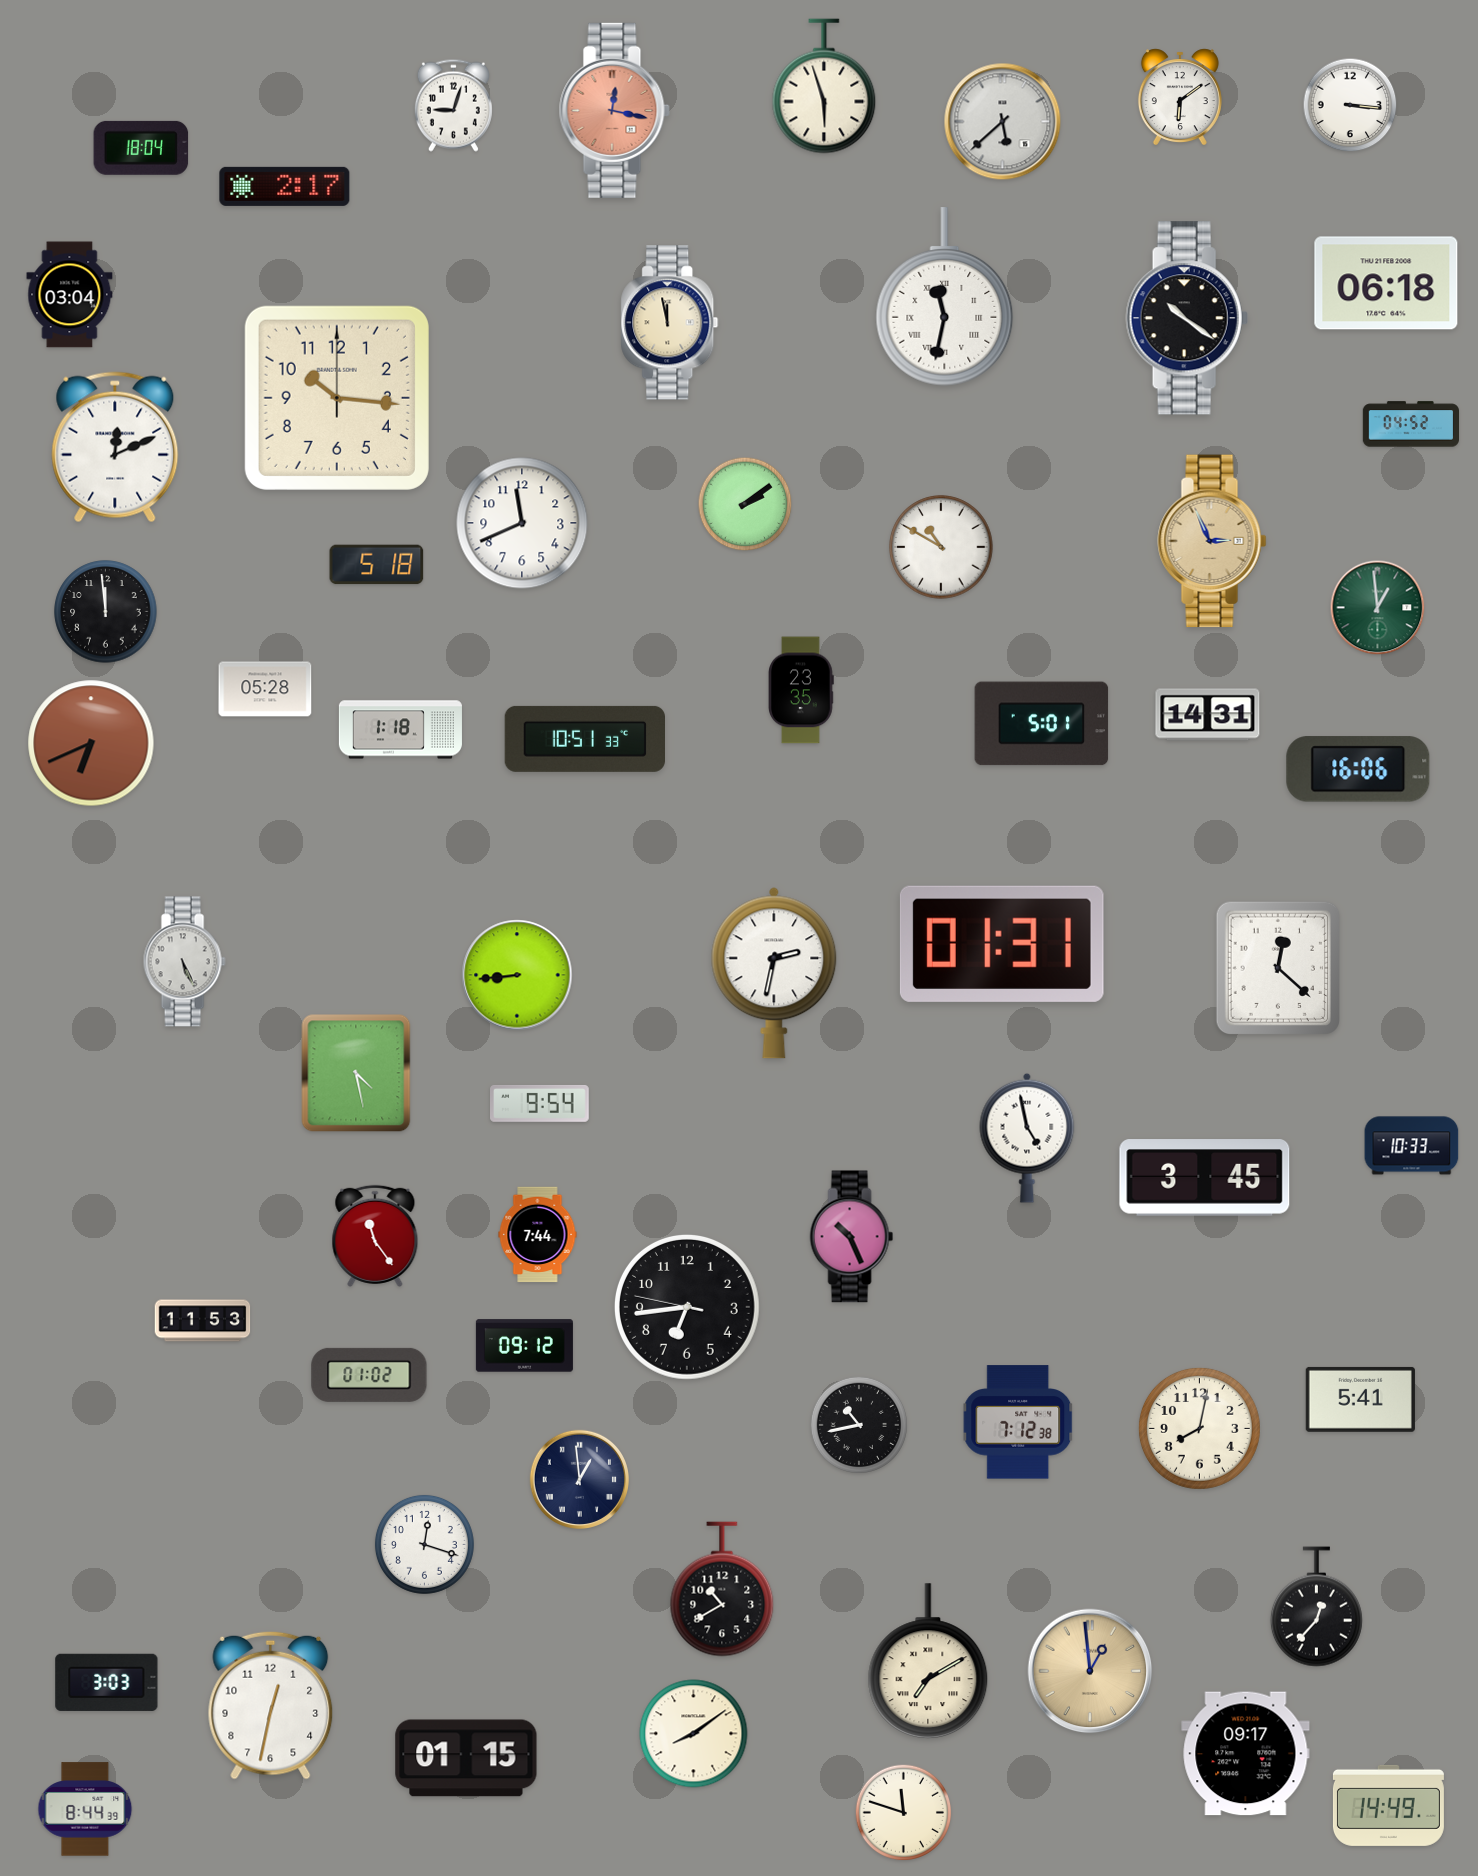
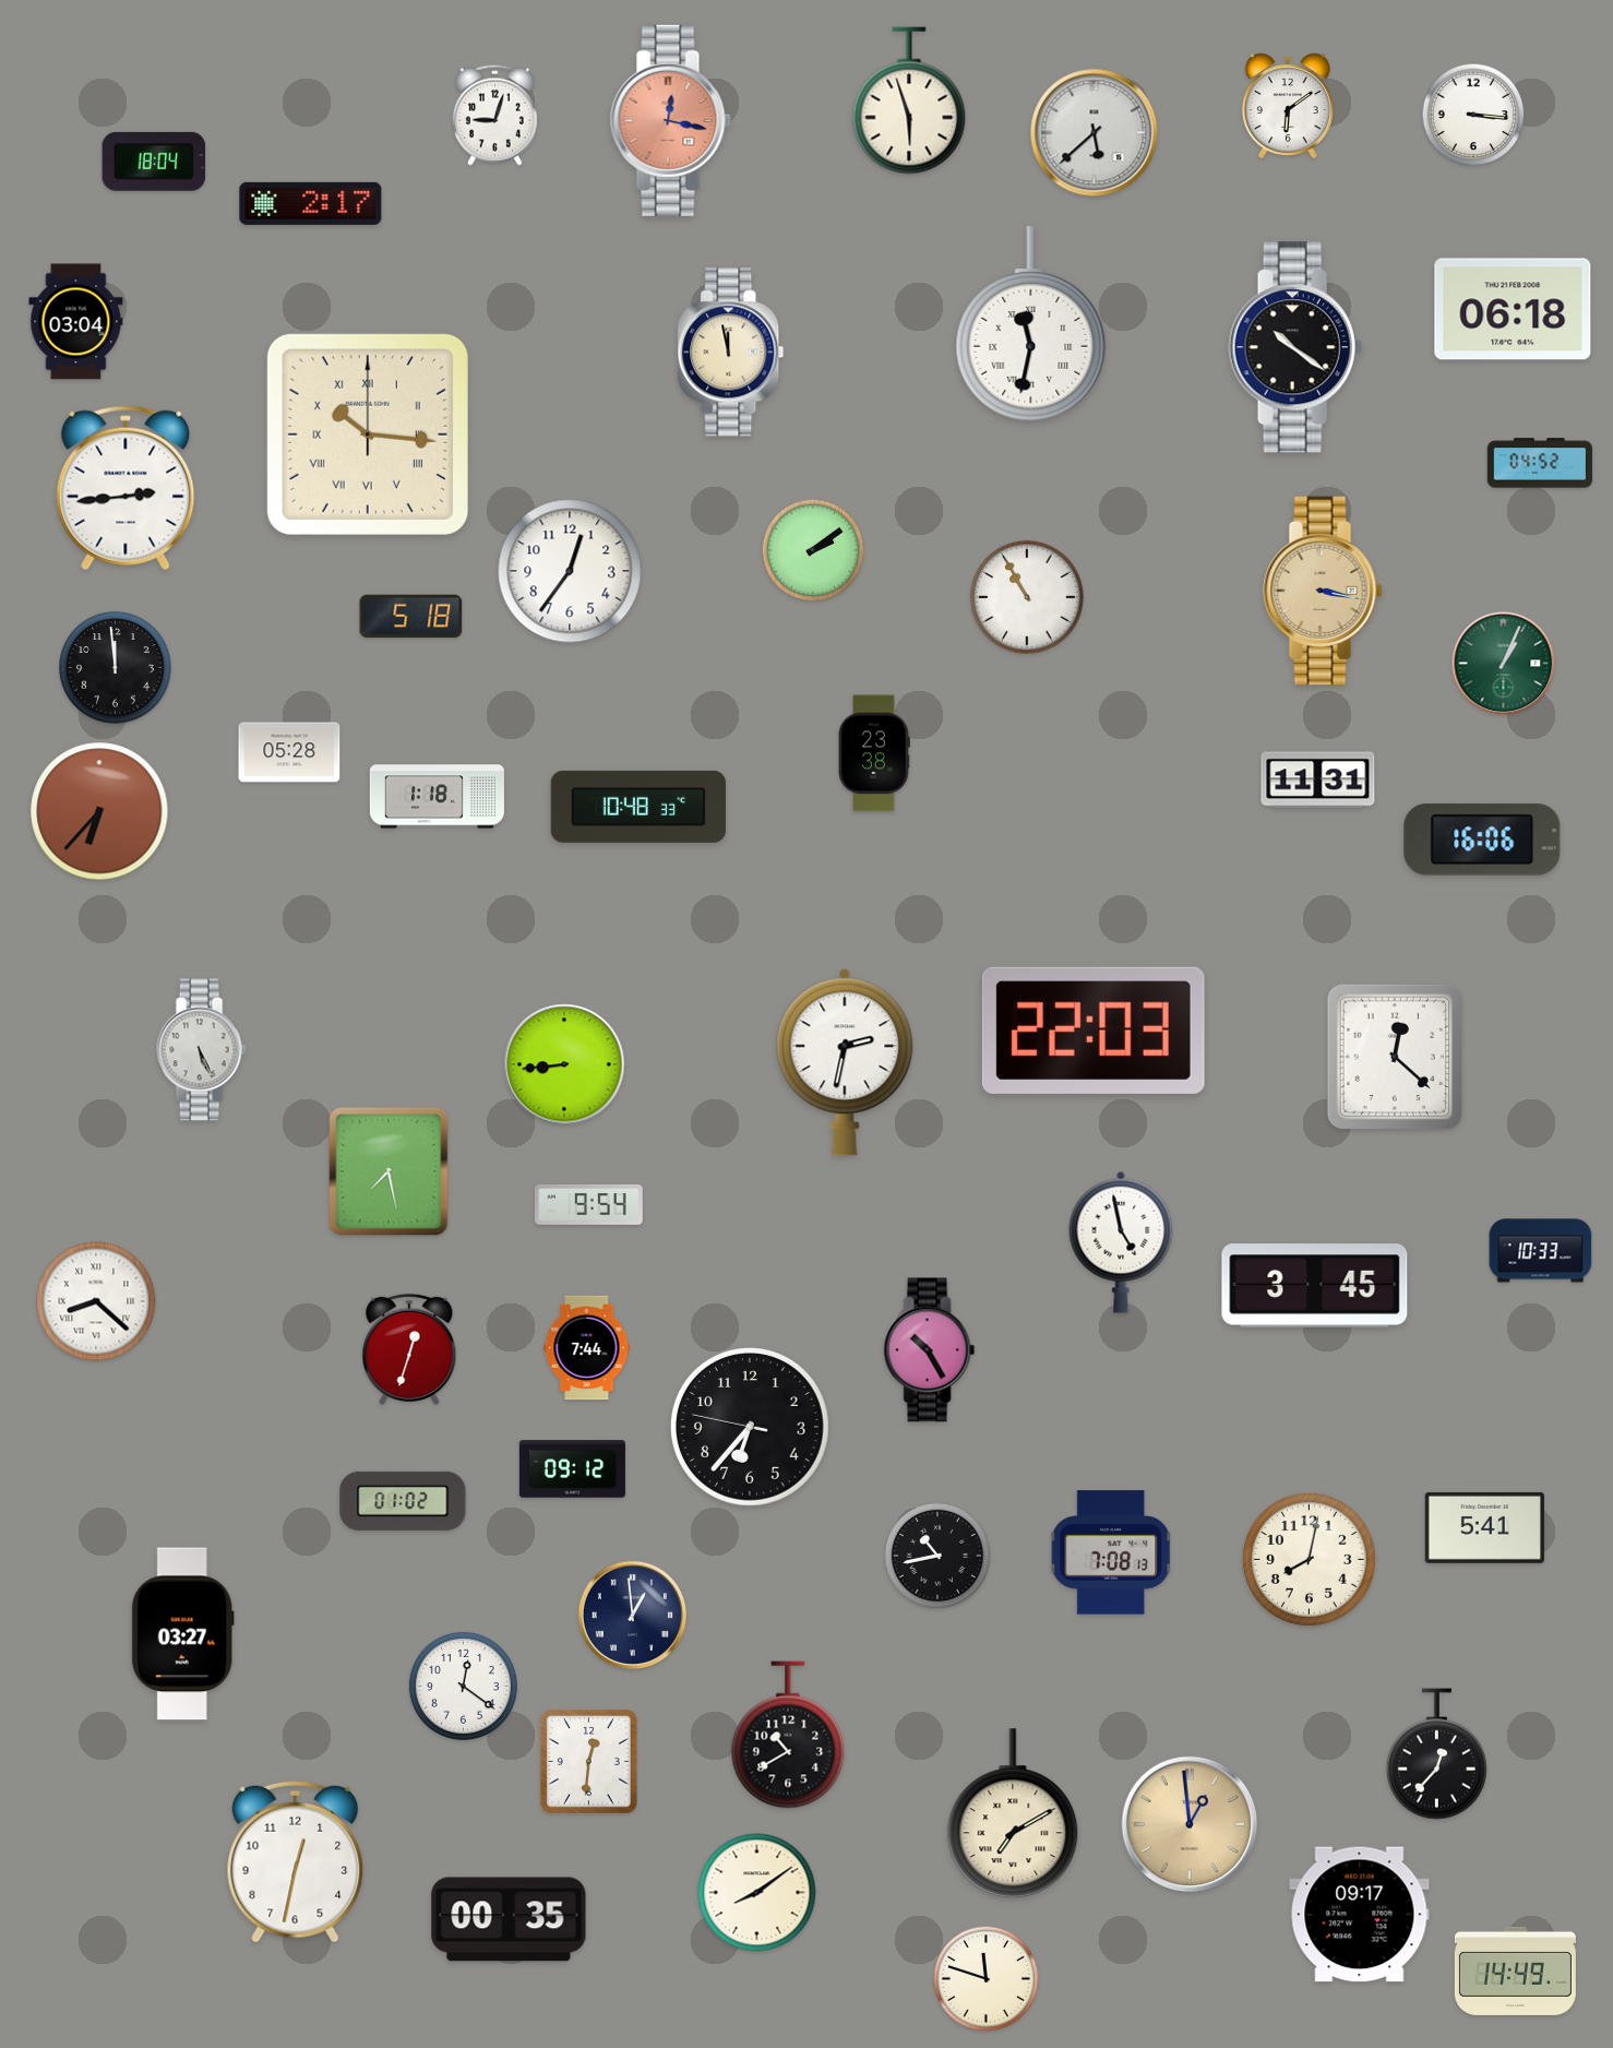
clock at (824, 86) position: (824, 86) -> (909, 100)
clock at (337, 398) numerals: Arabic -> Roman
clock at (115, 447): 12:11 -> 2:44
clock at (522, 523): 11:41 -> 12:36
clock at (1212, 541): 2:56 -> 3:17
clock at (941, 547): 10:50 -> 10:55
clock at (1378, 608): 12:59 -> 1:04
clock at (802, 690): 23:35 -> 23:38
clock at (1208, 715): 14:31 -> 11:31
clock at (1042, 724): 5:01 -> none
clock at (584, 739): 10:51 -> 10:48
clock at (91, 743): 6:41 -> 6:37
clock at (1002, 944): 01:31 -> 22:03
clock at (356, 1073): 4:28 -> 7:28
clock at (96, 1301): none -> 8:22
clock at (375, 1236): 11:24 -> 12:33
clock at (852, 1237): 10:26 -> 10:25
clock at (687, 1307): 6:43 -> 6:36
clock at (203, 1321): 11:53 -> none
clock at (1018, 1422): 7:12 -> 7:08
clock at (182, 1634): none -> 03:27
clock at (424, 1544): 12:18 -> 12:21
clock at (588, 1762): none -> 12:31
clock at (107, 1682): 3:03 -> none
clock at (466, 1758): 01:15 -> 00:35
clock at (85, 1809): 8:44 -> none
